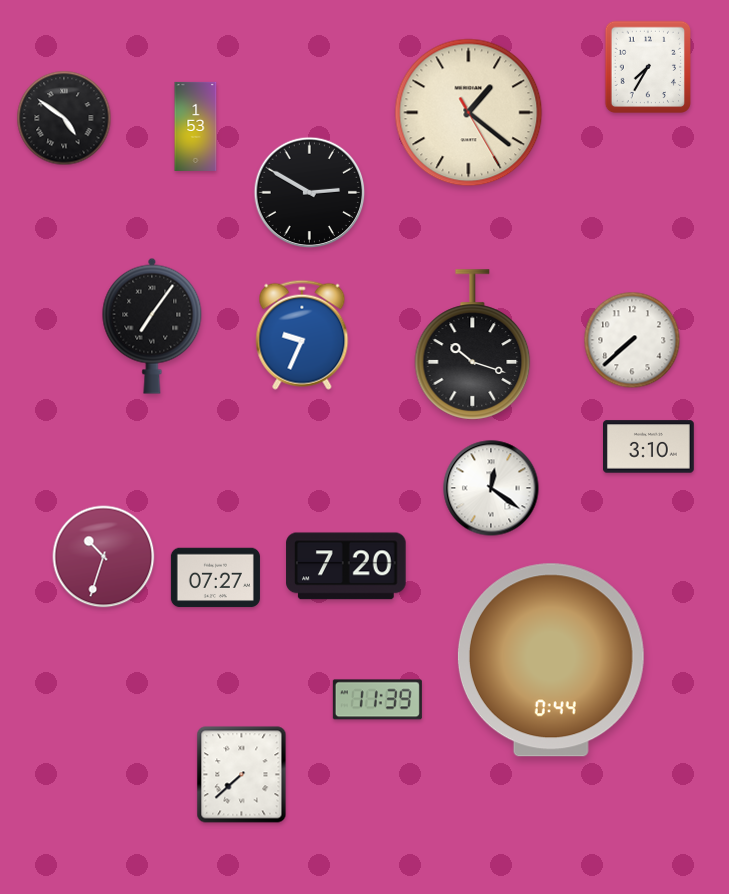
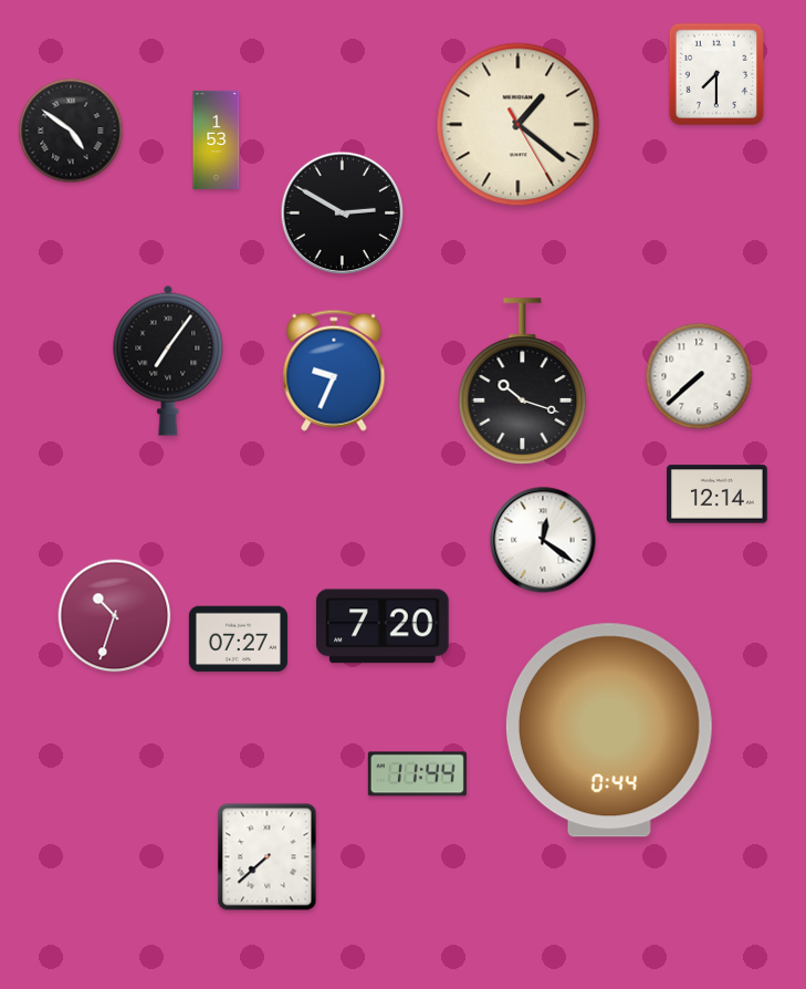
clock at (647, 66): 7:35 -> 7:30
clock at (649, 447): 3:10 -> 12:14
clock at (377, 700): 11:39 -> 11:44
